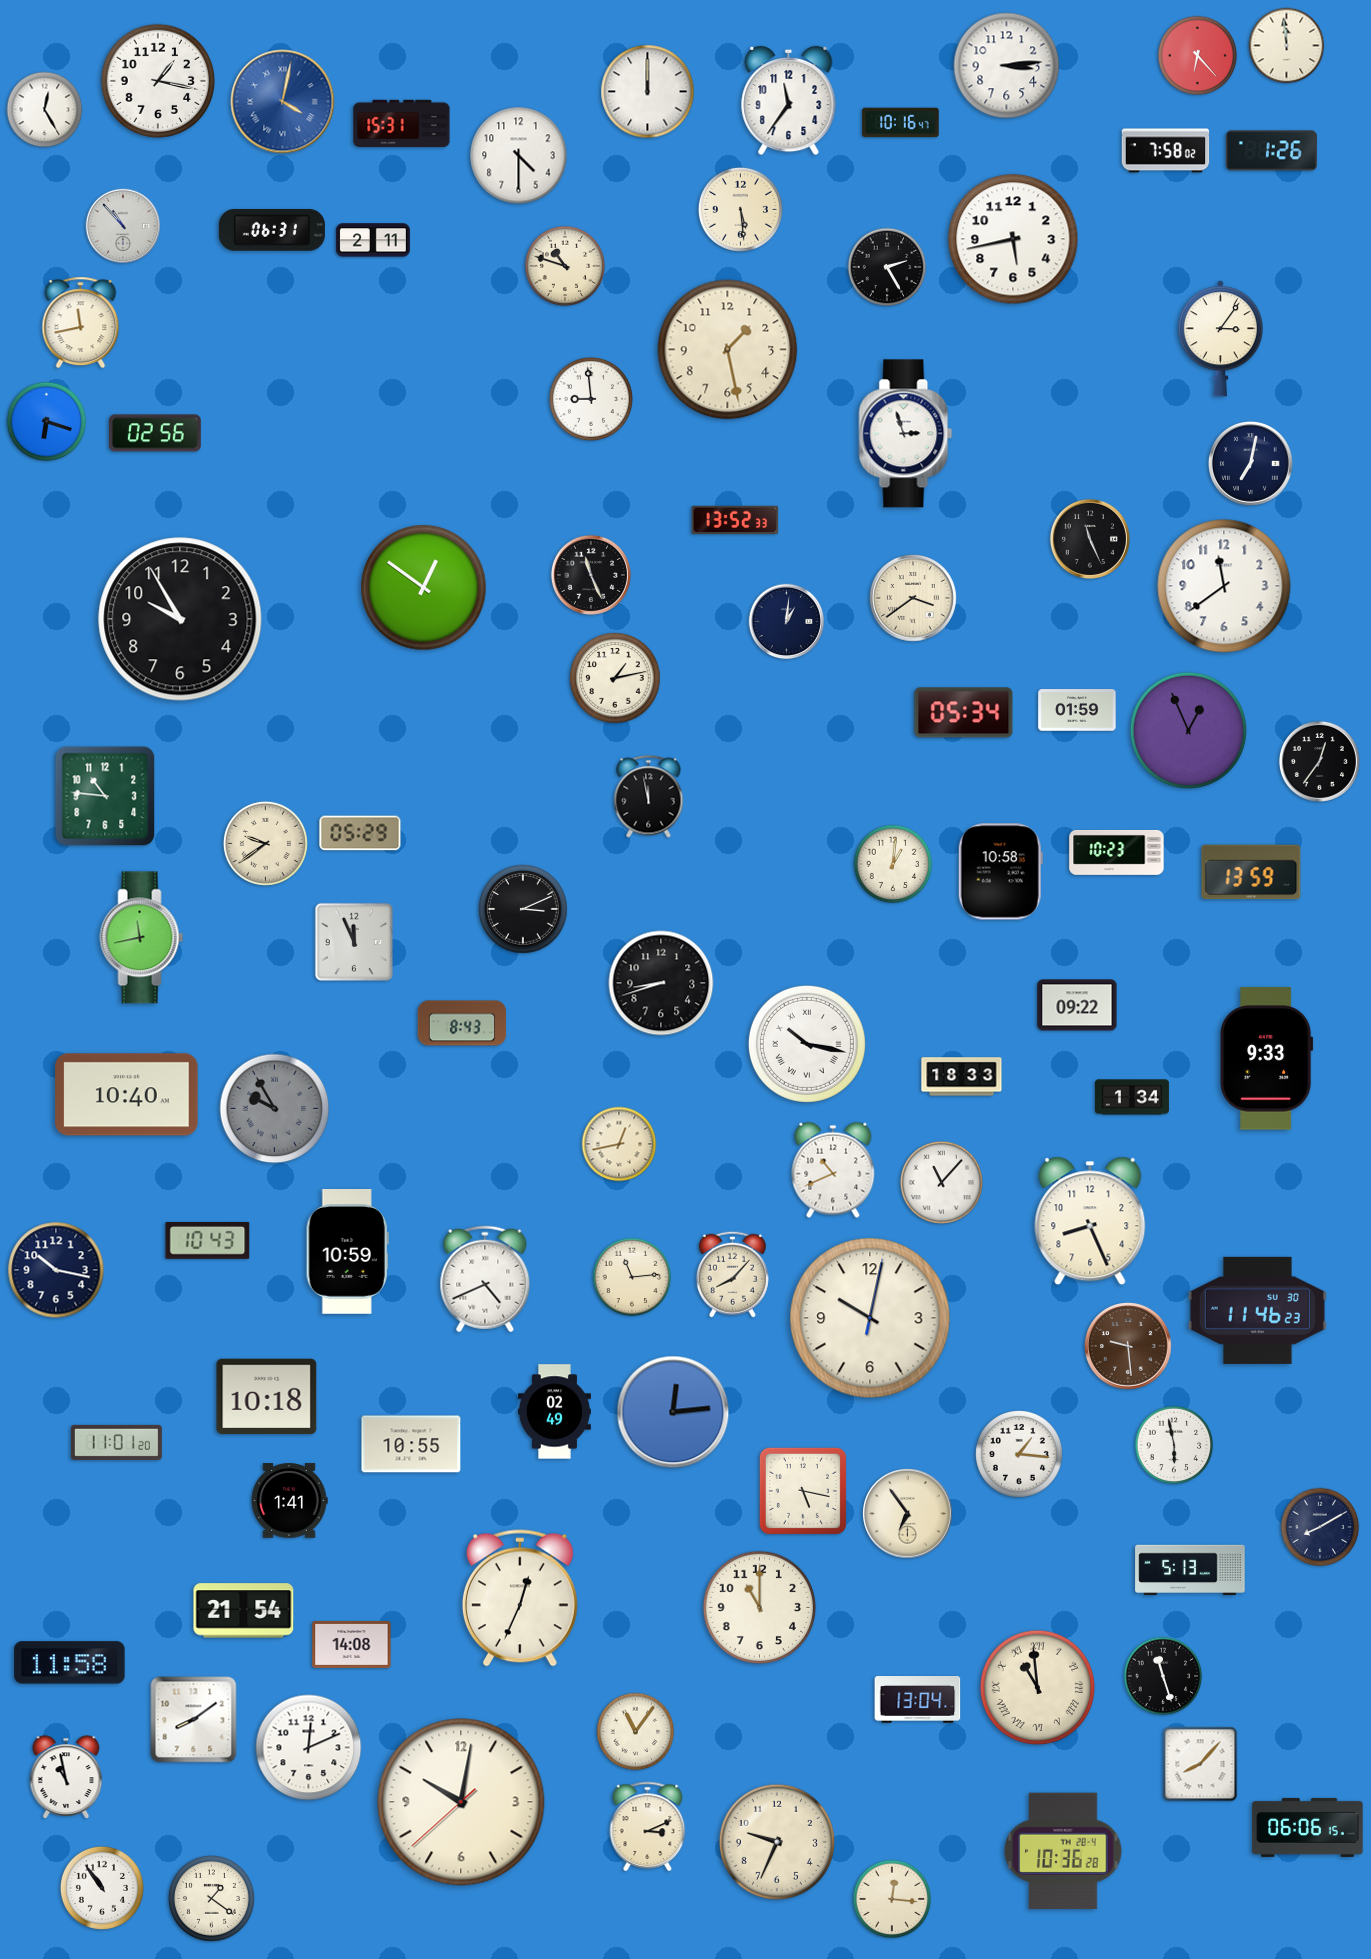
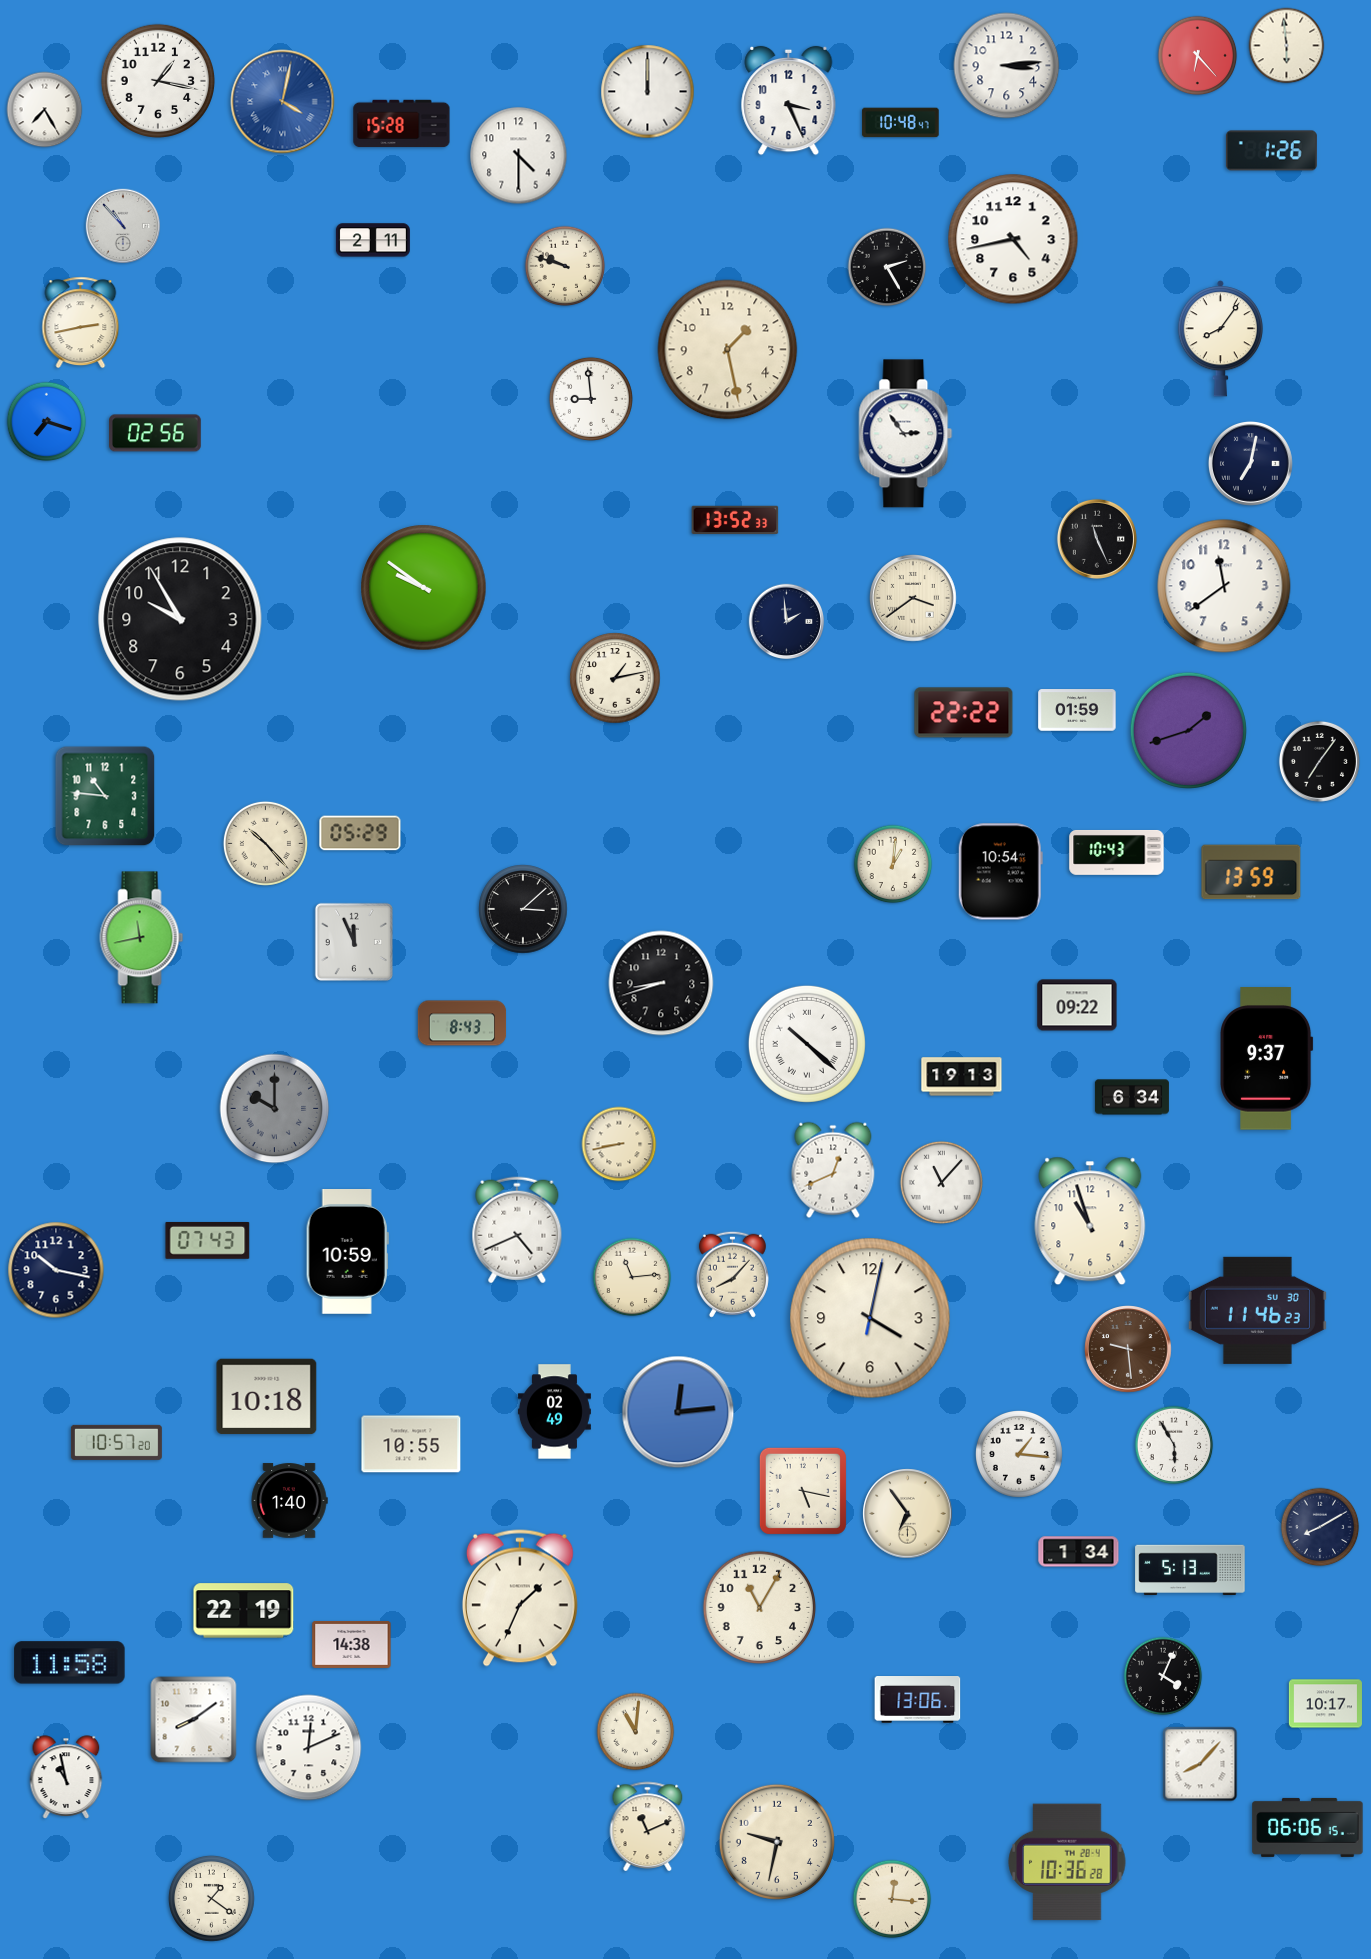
clock at (1287, 46): 11:59 -> 5:59
clock at (789, 101): 11:36 -> 3:26
clock at (45, 110): 12:25 -> 7:25
clock at (901, 123): 10:16 -> 10:48
clock at (402, 124): 15:31 -> 15:28
clock at (1166, 151): 7:58 -> none
clock at (740, 209): 5:29 -> none
clock at (272, 230): 06:31 -> none
clock at (1013, 239): 5:43 -> 4:43
clock at (565, 266): 10:48 -> 9:48
clock at (81, 323): 11:43 -> 2:43
clock at (1220, 339): 3:06 -> 8:06
clock at (47, 422): 6:18 -> 7:18
clock at (906, 434): 2:57 -> 2:54
clock at (1090, 539) position: (1090, 539) -> (1097, 539)
clock at (591, 575): 11:26 -> none
clock at (424, 588): 12:51 -> 9:51
clock at (787, 622): 1:01 -> 1:59
clock at (964, 713): 05:34 -> 22:22
clock at (1188, 730): 12:56 -> 1:42
clock at (1319, 761): 12:36 -> 7:06
clock at (649, 797): 11:58 -> none
clock at (265, 843): 9:39 -> 10:23
clock at (1117, 852): 10:23 -> 10:43
clock at (1000, 872): 10:58 -> 10:54
clock at (523, 909): 3:11 -> 3:08
clock at (807, 1044): 10:17 -> 10:22
clock at (1267, 1059): 9:33 -> 9:37
clock at (962, 1077): 18:33 -> 19:13
clock at (127, 1095): 10:40 -> none
clock at (1132, 1097): 1:34 -> 6:34
clock at (275, 1109): 9:55 -> 10:00
clock at (619, 1144): 12:43 -> 8:43
clock at (833, 1170): 10:41 -> 12:41
clock at (1090, 1221): 8:26 -> 10:57
clock at (208, 1240): 10:43 -> 07:43
clock at (485, 1279) position: (485, 1279) -> (517, 1230)
clock at (870, 1318): 10:02 -> 4:02
clock at (1129, 1346) position: (1129, 1346) -> (1129, 1349)
clock at (673, 1412) position: (673, 1412) -> (678, 1412)
clock at (116, 1442): 11:01 -> 10:57
clock at (1174, 1445): 5:58 -> 5:55
clock at (289, 1501): 1:41 -> 1:40
clock at (1079, 1552): none -> 1:34
clock at (520, 1598): 12:34 -> 1:34
clock at (760, 1608): 11:00 -> 11:05
clock at (244, 1611): 21:54 -> 22:19
clock at (352, 1644): 14:08 -> 14:38
clock at (1163, 1676): 11:27 -> 4:04
clock at (1037, 1687): 10:59 -> none
clock at (918, 1700): 13:04 -> 13:06
clock at (1325, 1704): none -> 10:17
clock at (636, 1732): 11:06 -> 11:01
clock at (461, 1802): 10:01 -> none
clock at (648, 1826): 3:11 -> 11:11
clock at (777, 1842): 9:34 -> 9:32
clock at (1063, 1851) position: (1063, 1851) -> (1067, 1862)
clock at (102, 1888): 10:54 -> none
